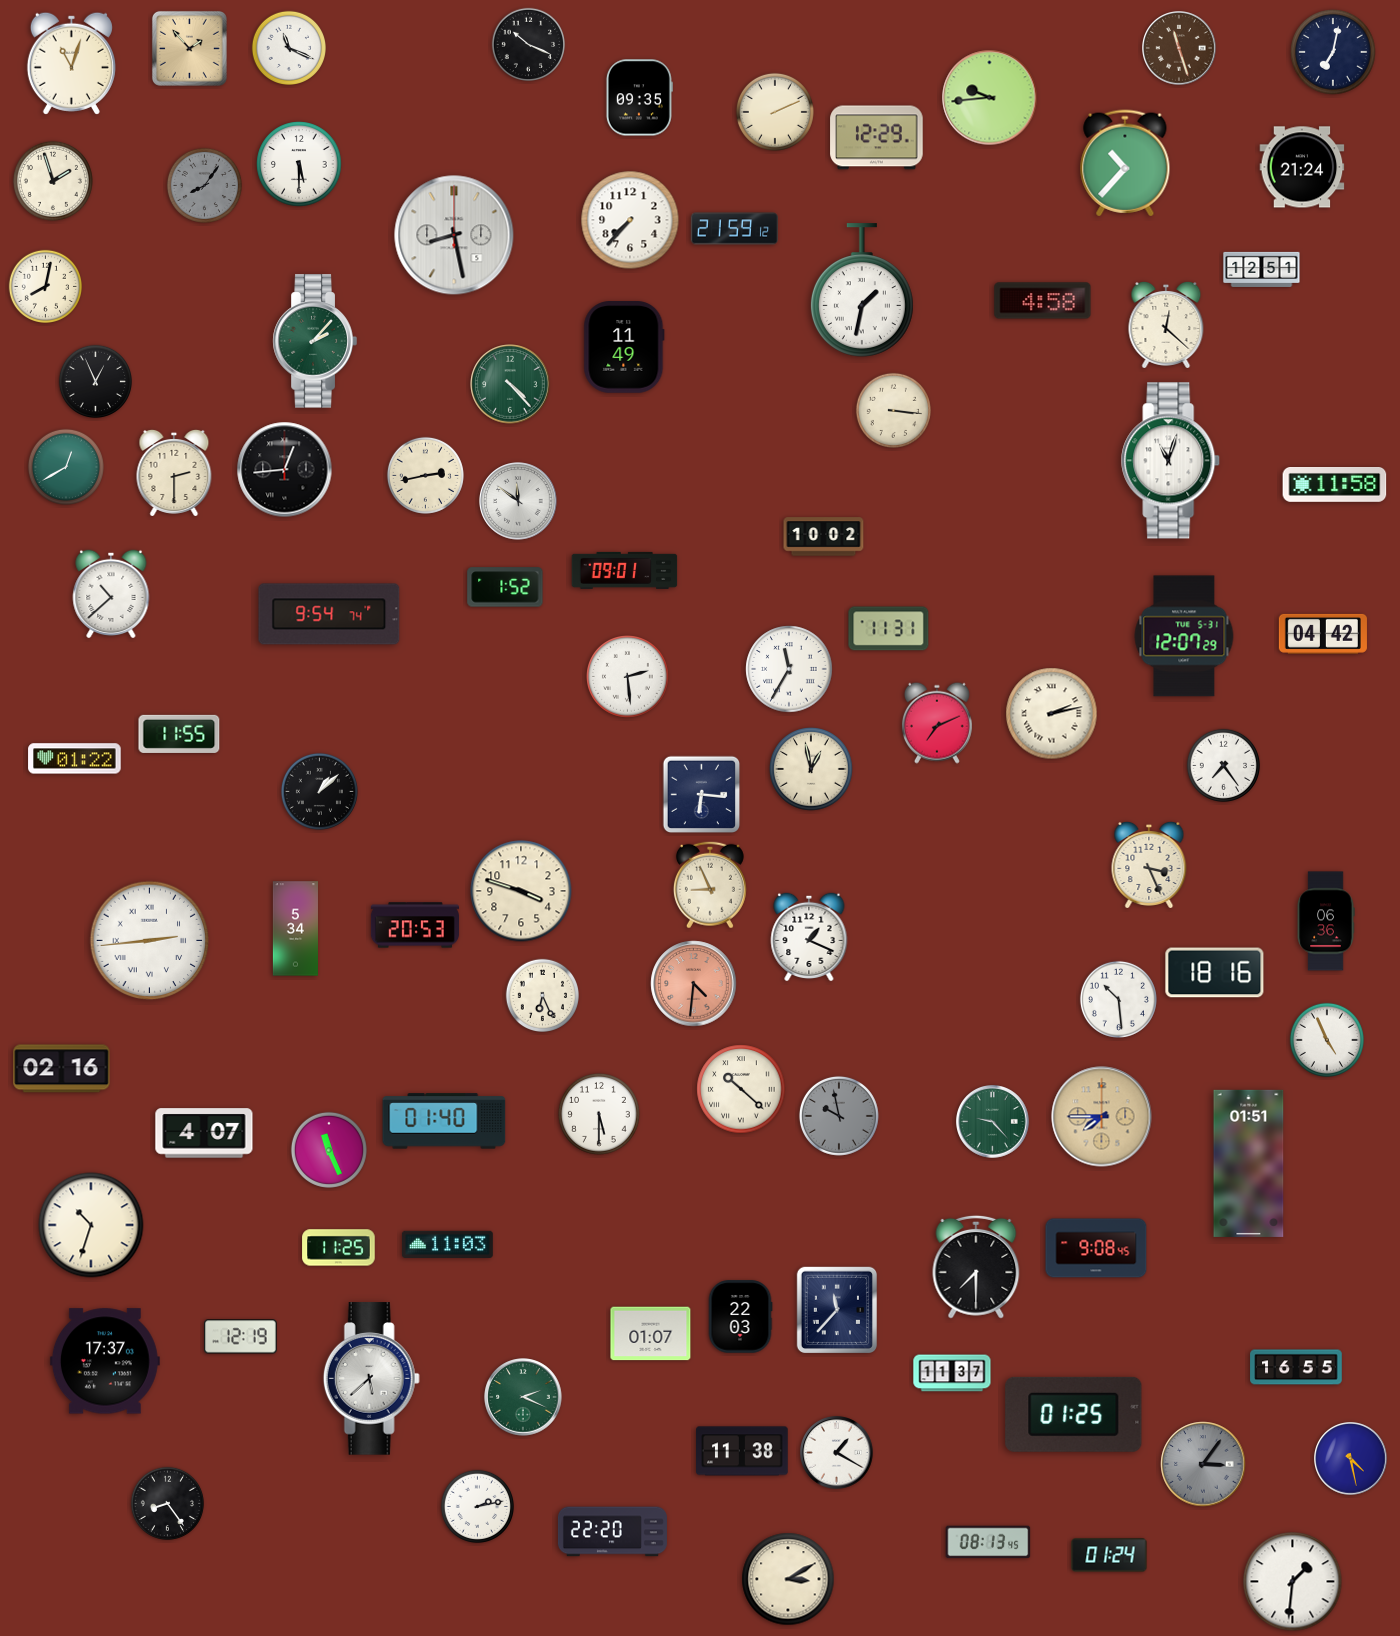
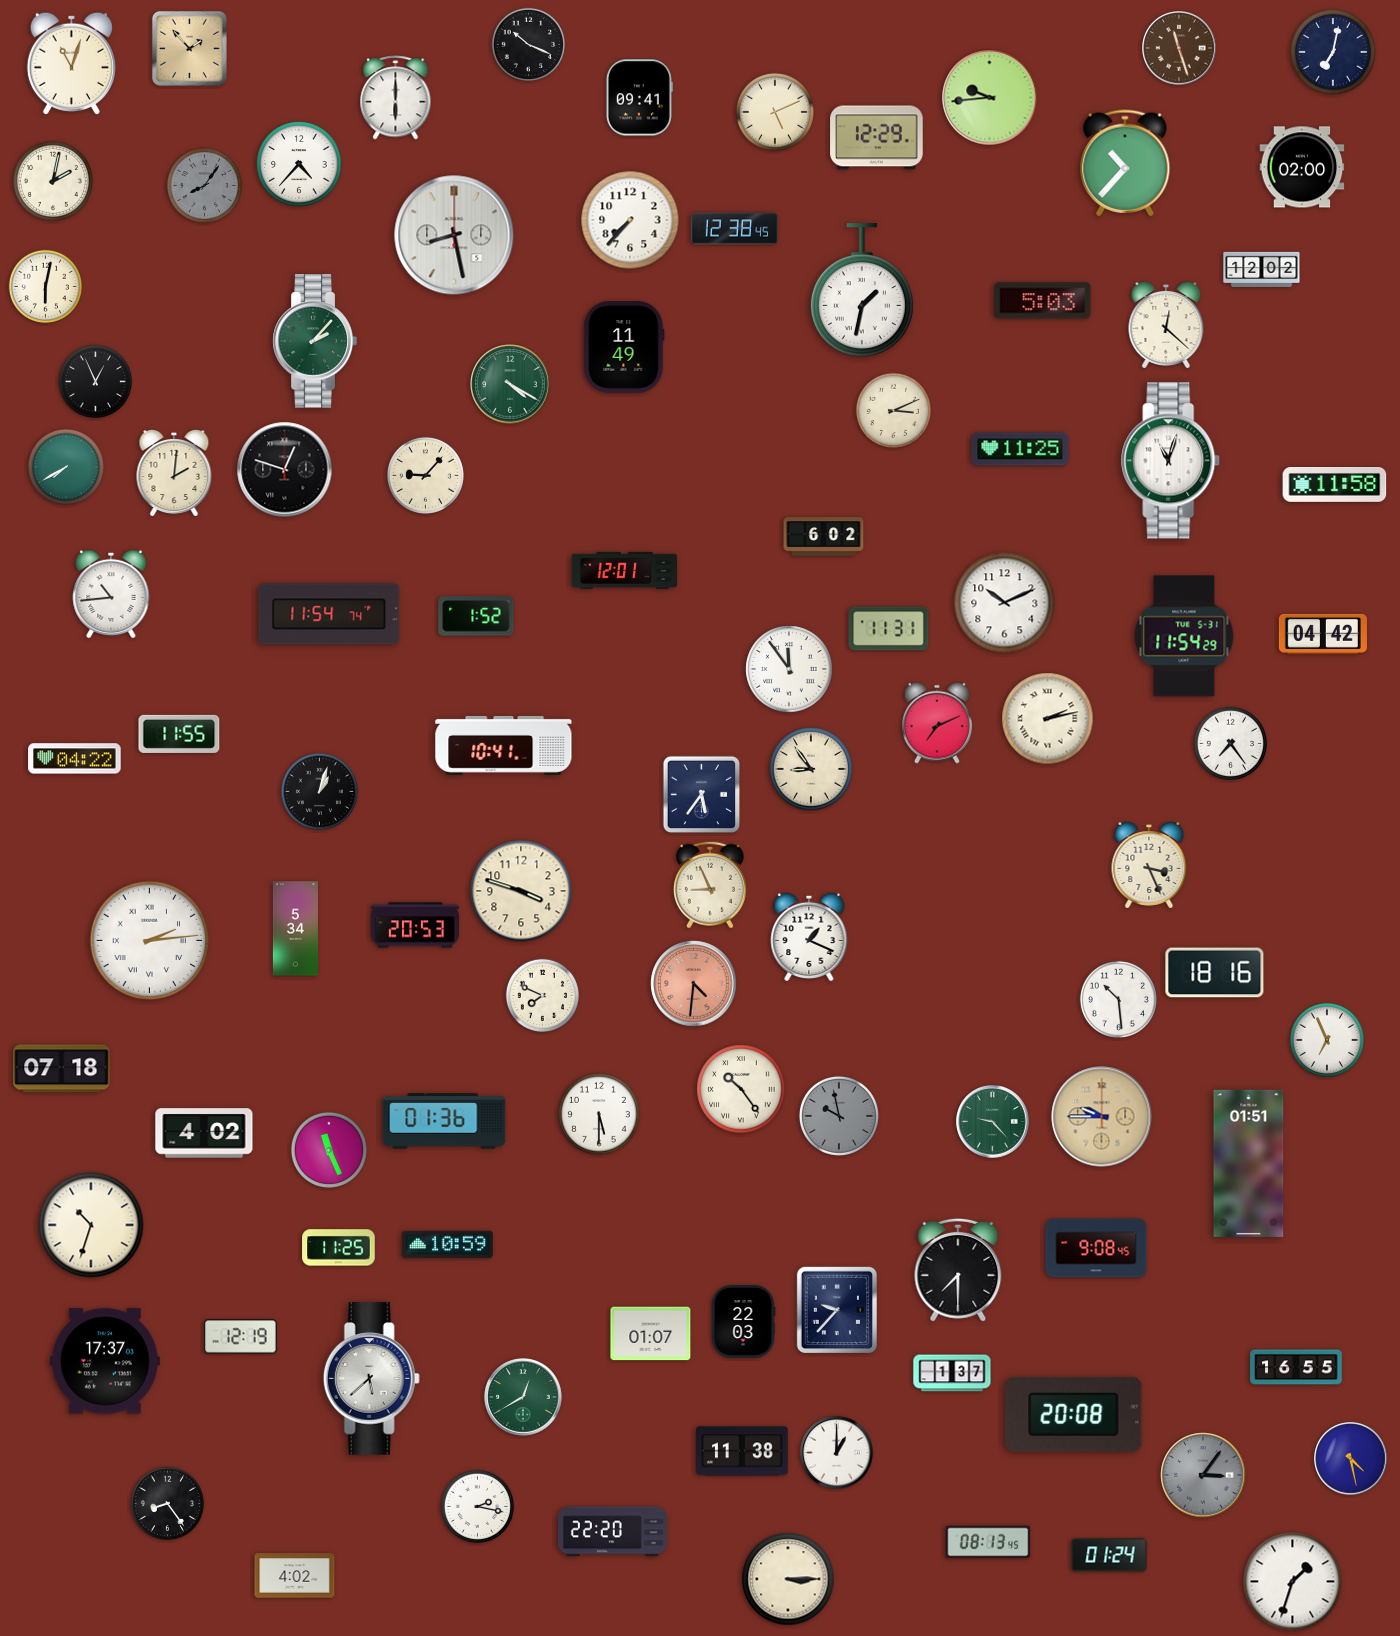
clock at (288, 47): 11:19 -> none
clock at (396, 98): none -> 6:00
clock at (639, 98): 09:35 -> 09:41
clock at (775, 112): 2:11 -> 5:11
clock at (299, 164): 5:30 -> 4:37
clock at (1302, 167): 21:24 -> 02:00
clock at (53, 181): 1:57 -> 2:02
clock at (734, 229): 21:59 -> 12:38
clock at (1262, 269): 12:51 -> 12:02
clock at (45, 286): 8:02 -> 6:02
clock at (1043, 301): 4:58 -> 5:03
clock at (510, 384): 4:23 -> 4:20
clock at (893, 410): 3:16 -> 3:11
clock at (1020, 449): none -> 11:25
clock at (66, 467): 12:40 -> 7:40
clock at (285, 470): 12:44 -> 12:48
clock at (174, 473): 2:30 -> 2:01
clock at (425, 475): 2:43 -> 9:07
clock at (518, 501): 11:51 -> none
clock at (824, 537): 10:02 -> 6:02
clock at (625, 570): 09:01 -> 12:01
clock at (505, 587) position: (505, 587) -> (476, 616)
clock at (111, 594): 10:38 -> 10:44
clock at (1005, 603): none -> 10:11
clock at (329, 614): 9:54 -> 11:54
clock at (1184, 636): 12:07 -> 11:54
clock at (789, 669): 11:35 -> 11:54
clock at (628, 677): 2:29 -> none
clock at (1052, 714) position: (1052, 714) -> (1048, 719)
clock at (504, 745): none -> 10:41
clock at (75, 759): 01:22 -> 04:22
clock at (1223, 765) position: (1223, 765) -> (1230, 743)
clock at (812, 770): 12:58 -> 8:54
clock at (319, 791): 1:08 -> 1:03
clock at (702, 795): 6:16 -> 5:36
clock at (1326, 921): 06:36 -> none
clock at (150, 941): 2:44 -> 2:14
clock at (542, 995): 6:26 -> 7:49
clock at (1326, 1039): 4:56 -> 6:56
clock at (62, 1069): 02:16 -> 07:18
clock at (741, 1089): 10:22 -> 10:24
clock at (1102, 1117): 7:45 -> 9:45
clock at (444, 1121): 01:40 -> 01:36
clock at (204, 1133): 4:07 -> 4:02
clock at (448, 1245): 11:03 -> 10:59
clock at (976, 1267) position: (976, 1267) -> (958, 1270)
clock at (836, 1309): 11:37 -> 9:37
clock at (740, 1317) position: (740, 1317) -> (743, 1322)
clock at (952, 1373): 11:37 -> 1:37
clock at (523, 1397): 2:19 -> 12:40
clock at (1074, 1414): 01:25 -> 20:08
clock at (837, 1453): 1:20 -> 1:00
clock at (1203, 1464) position: (1203, 1464) -> (1203, 1475)
clock at (477, 1506): 2:13 -> 2:17
clock at (295, 1576): none -> 4:02
clock at (788, 1579): 3:10 -> 3:15
clock at (1293, 1582): 1:31 -> 1:33
